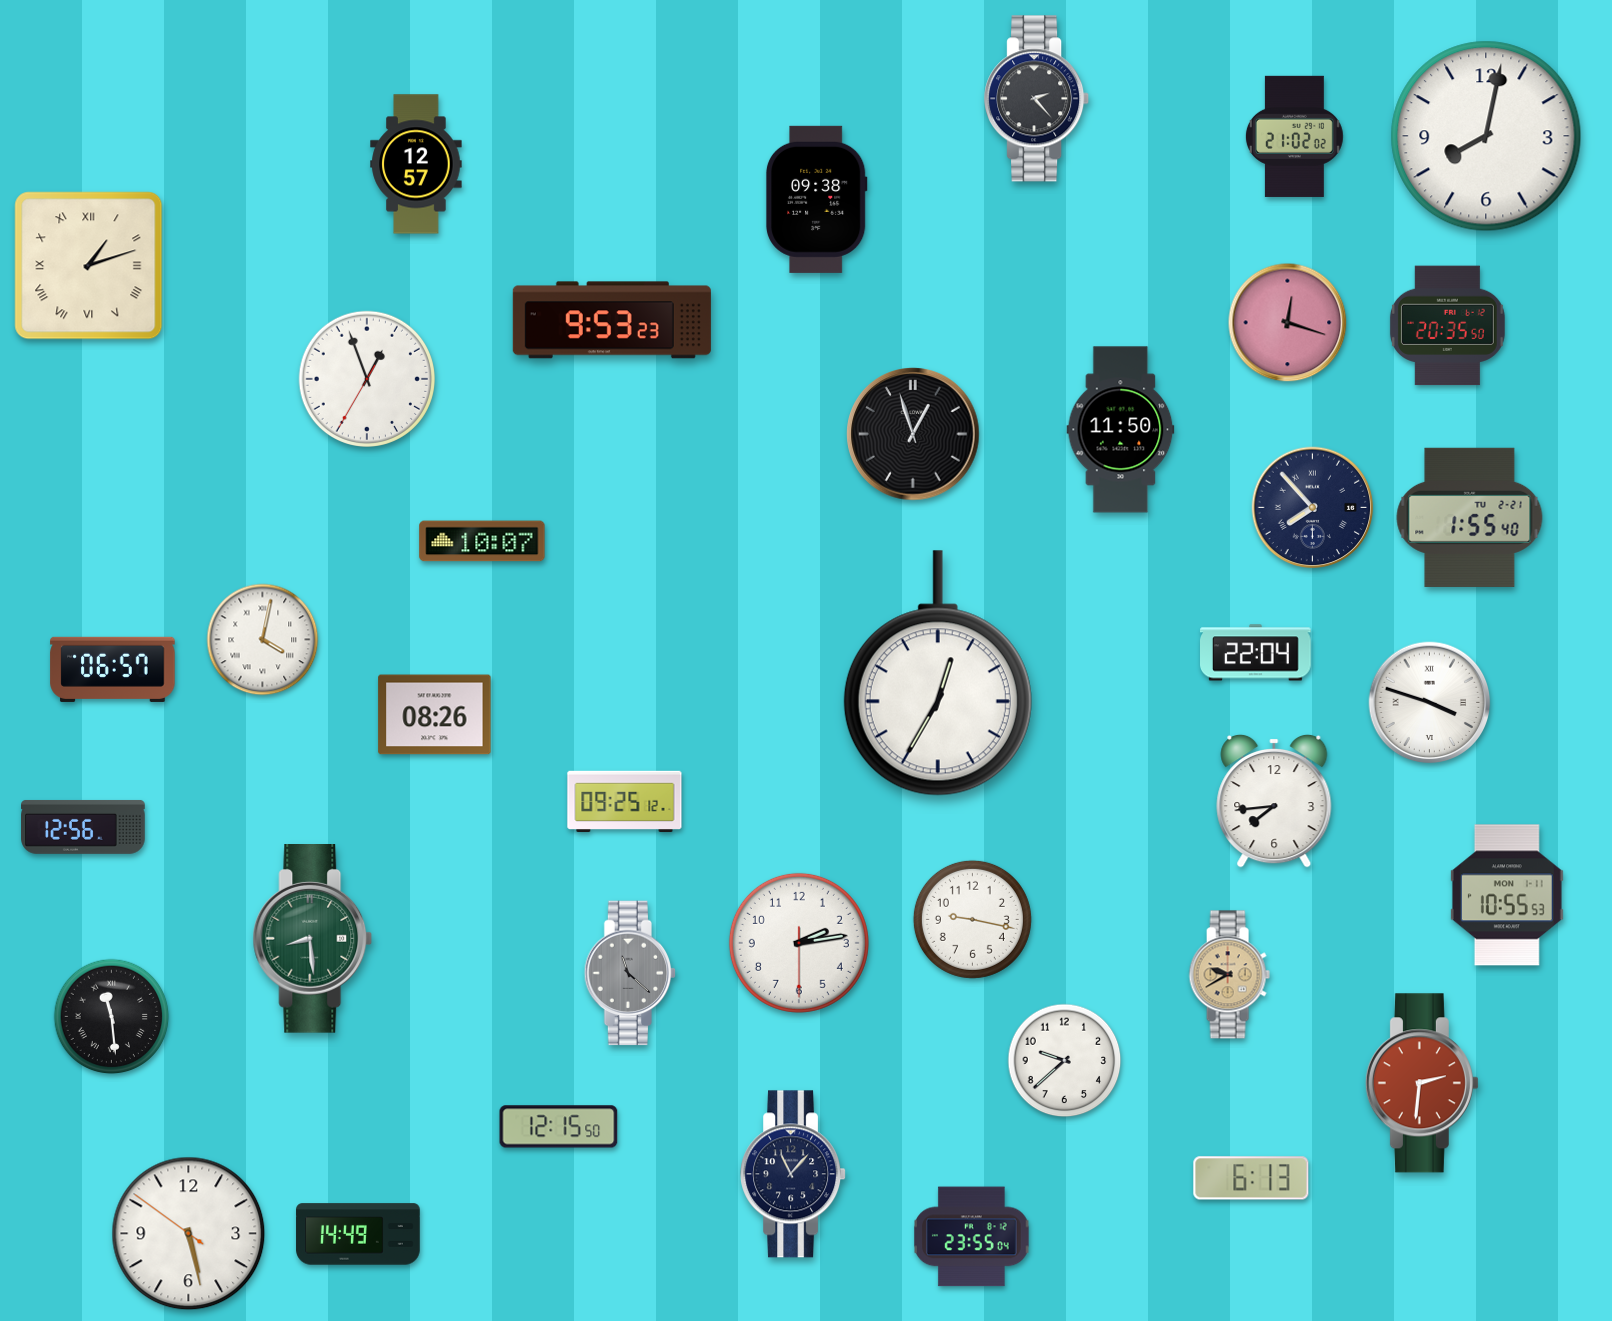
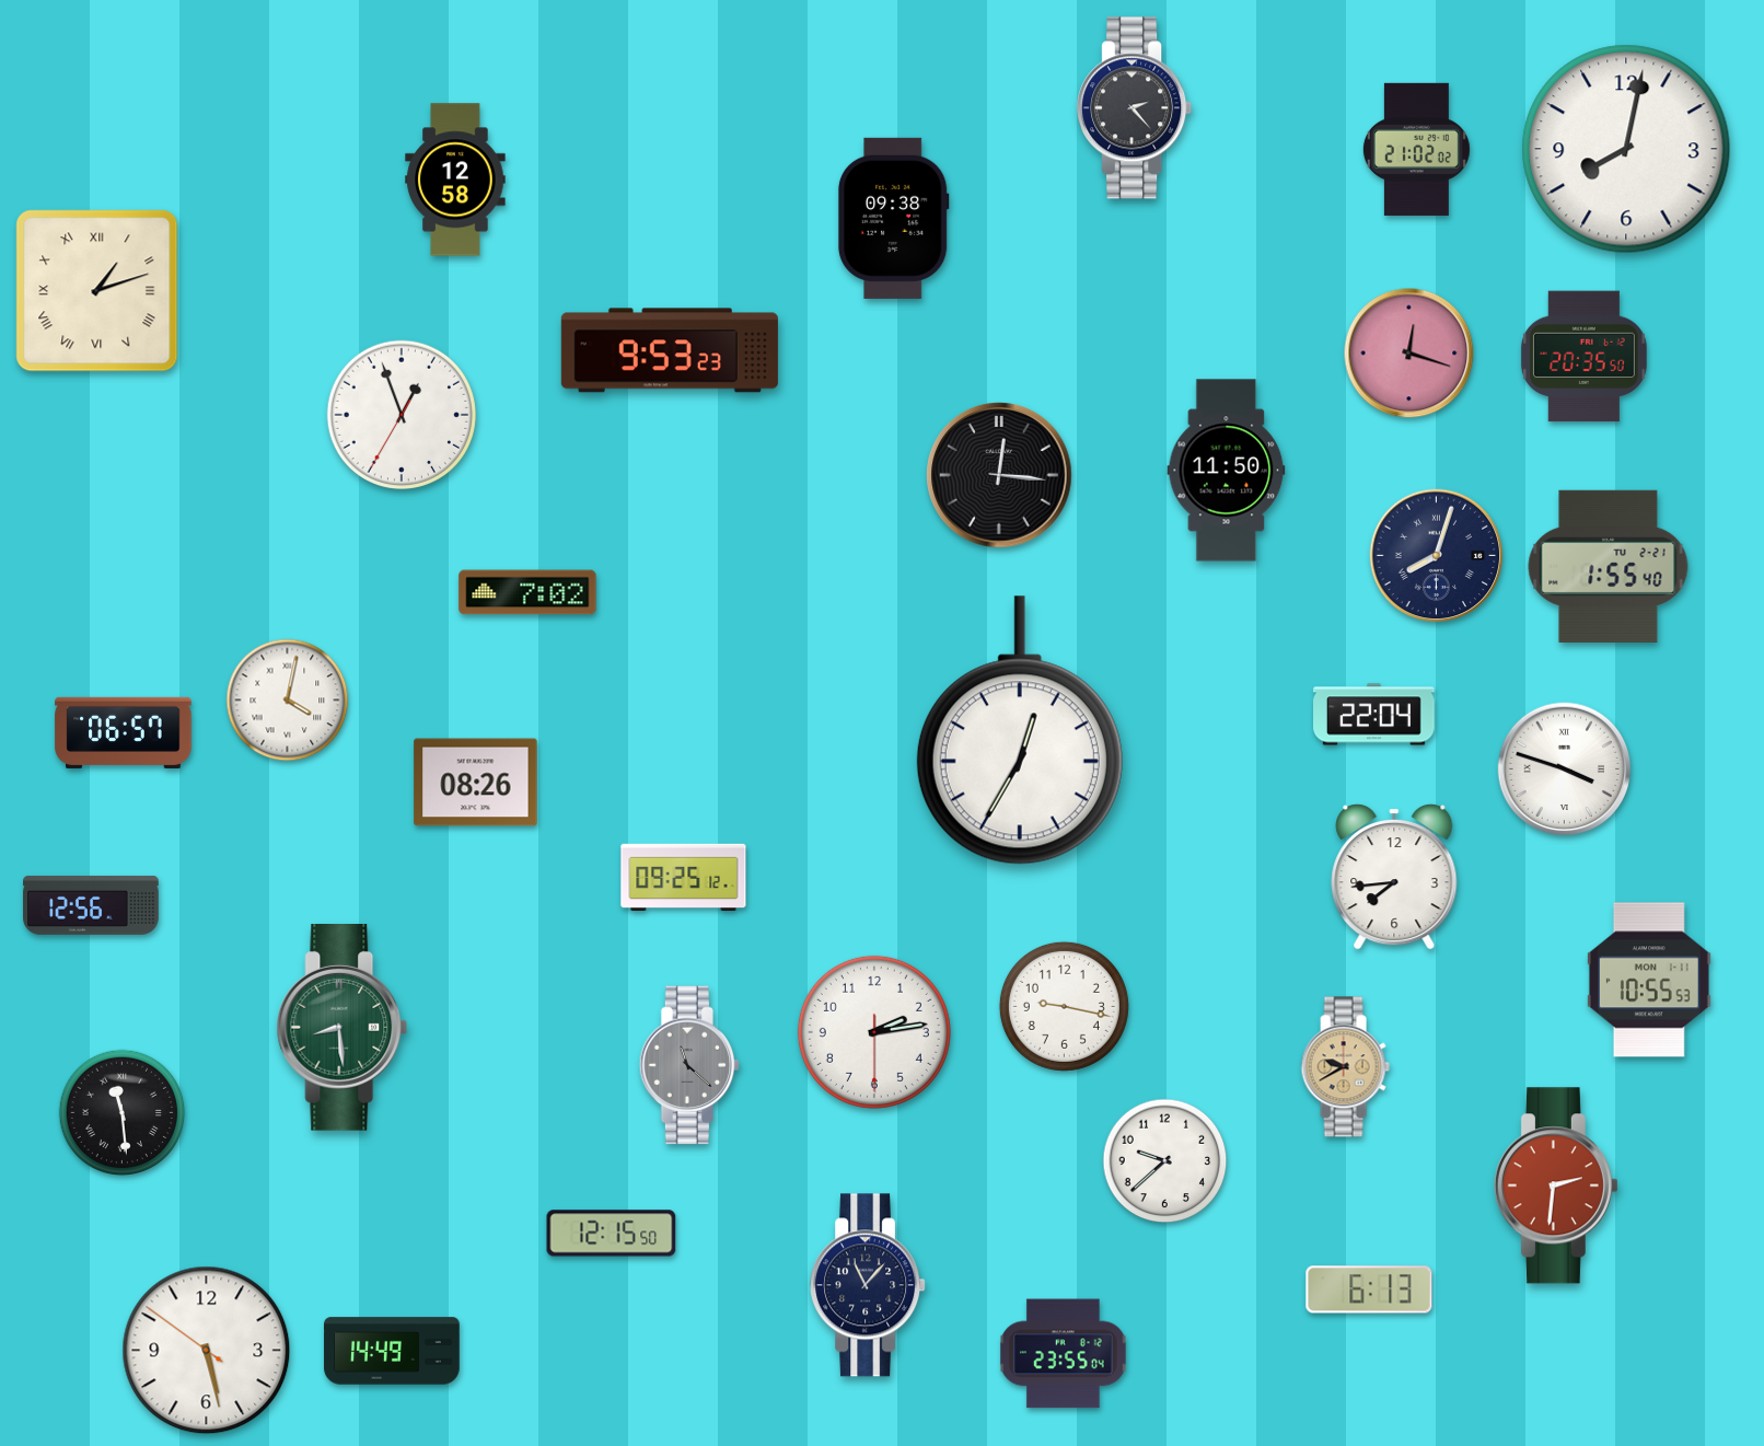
clock at (416, 164): 12:57 -> 12:58
clock at (913, 434): 12:57 -> 12:16
clock at (1313, 508): 7:53 -> 8:03
clock at (482, 541): 10:07 -> 7:02
clock at (938, 673) position: (938, 673) -> (1020, 730)
